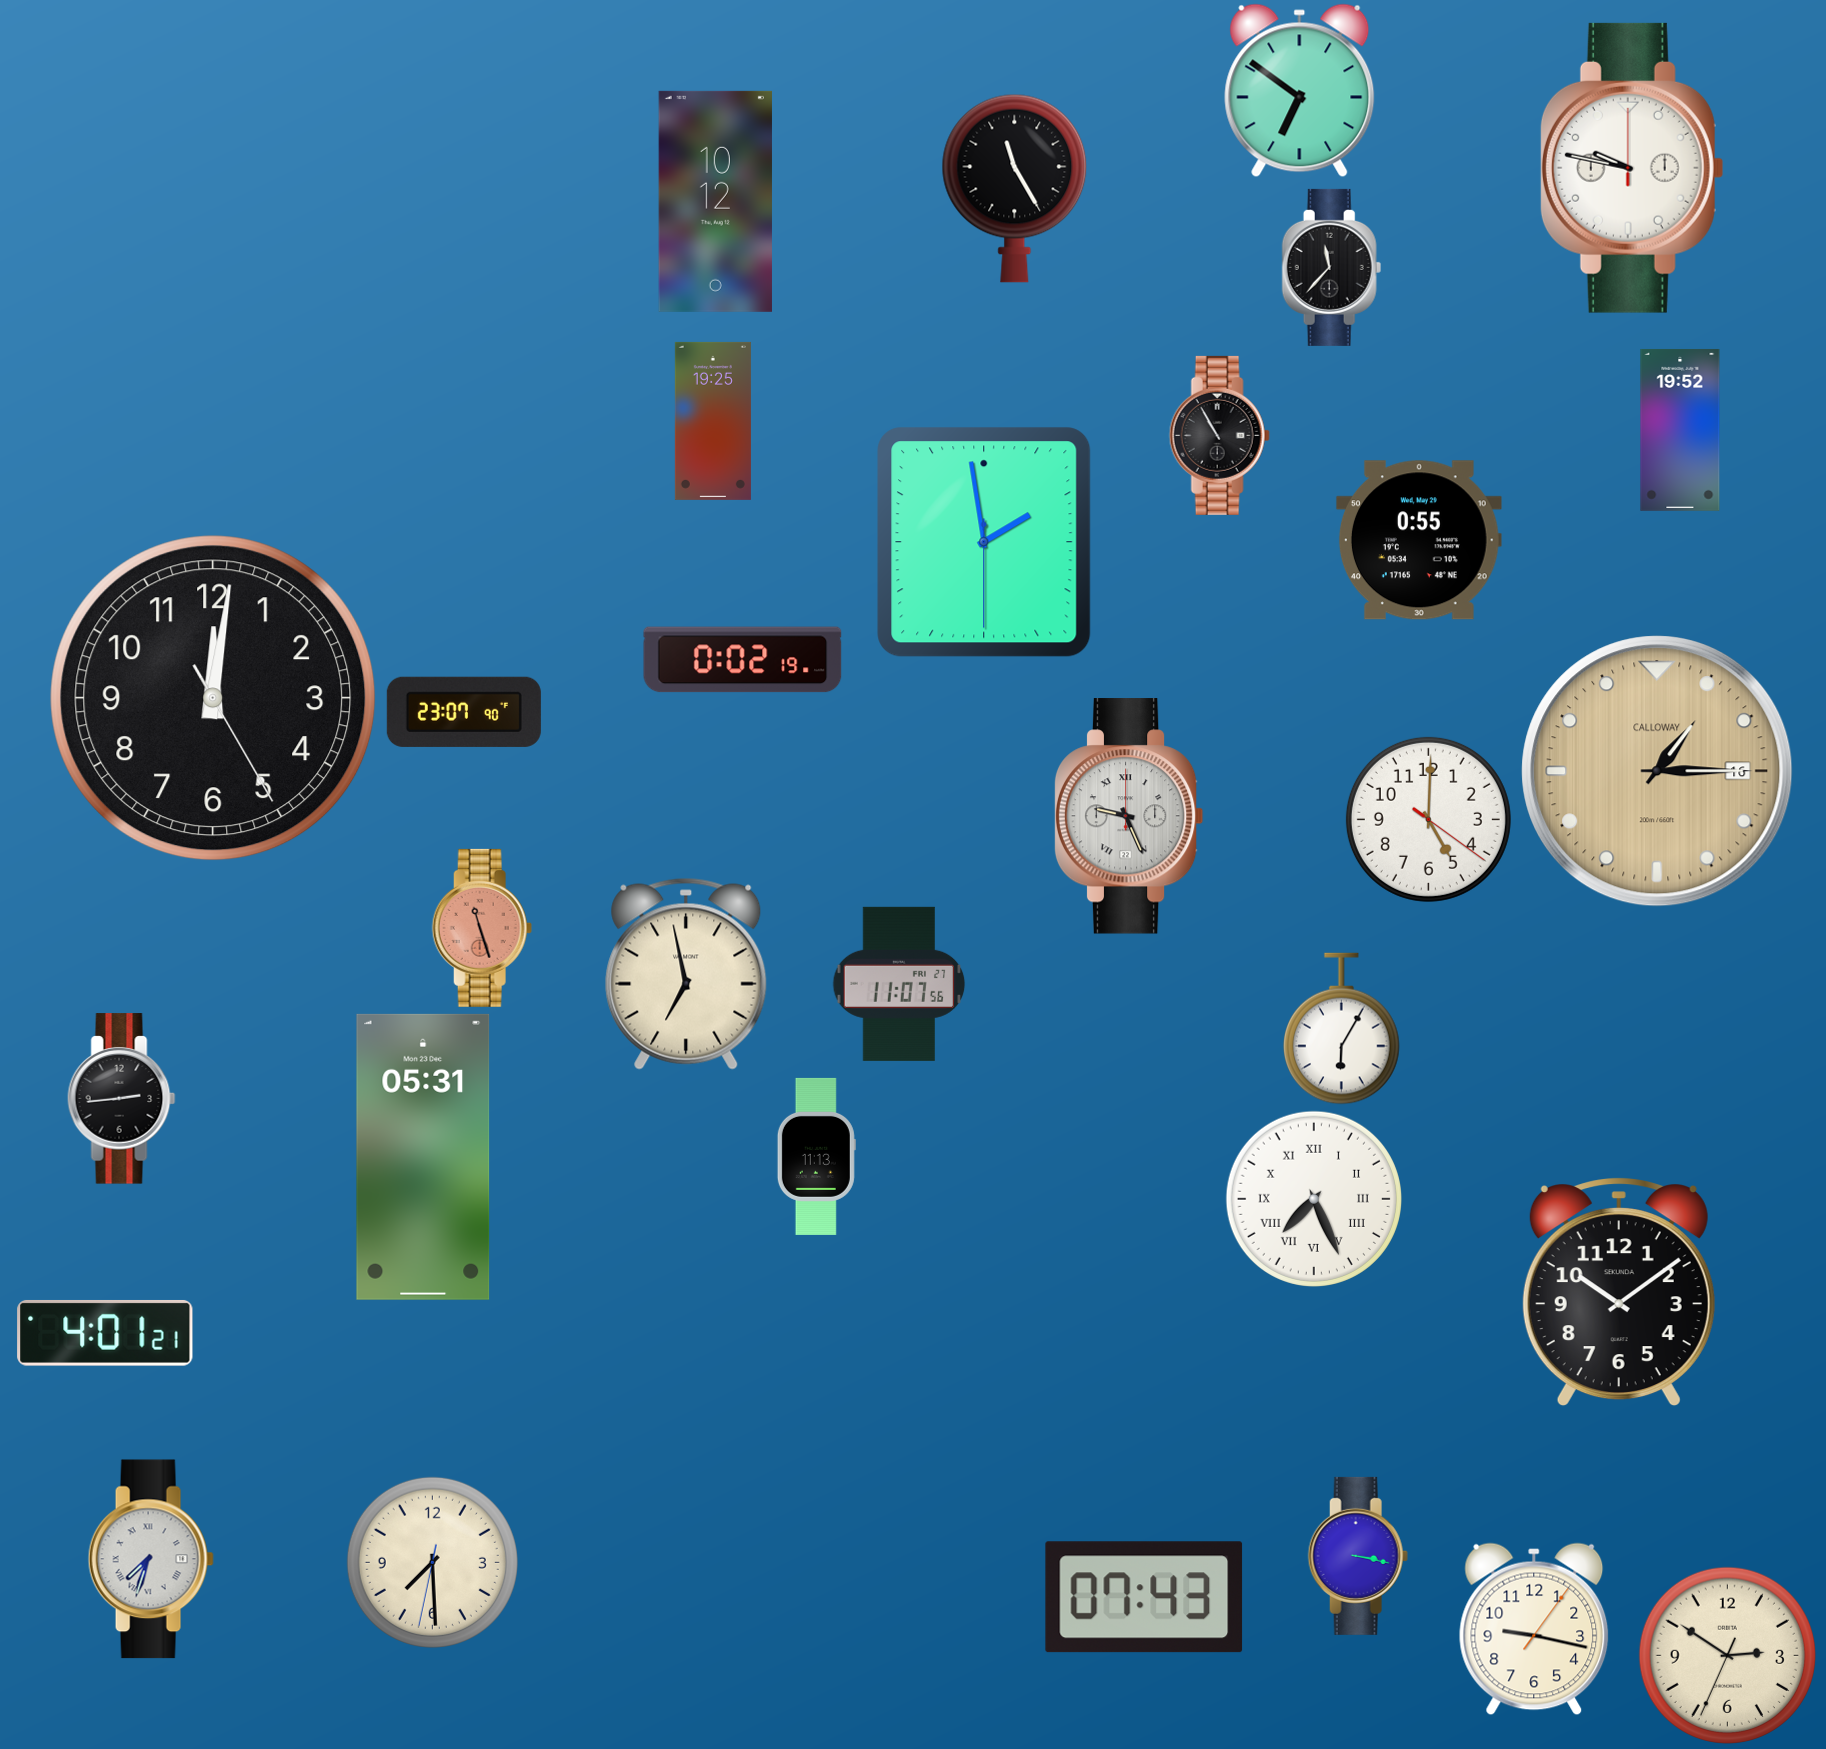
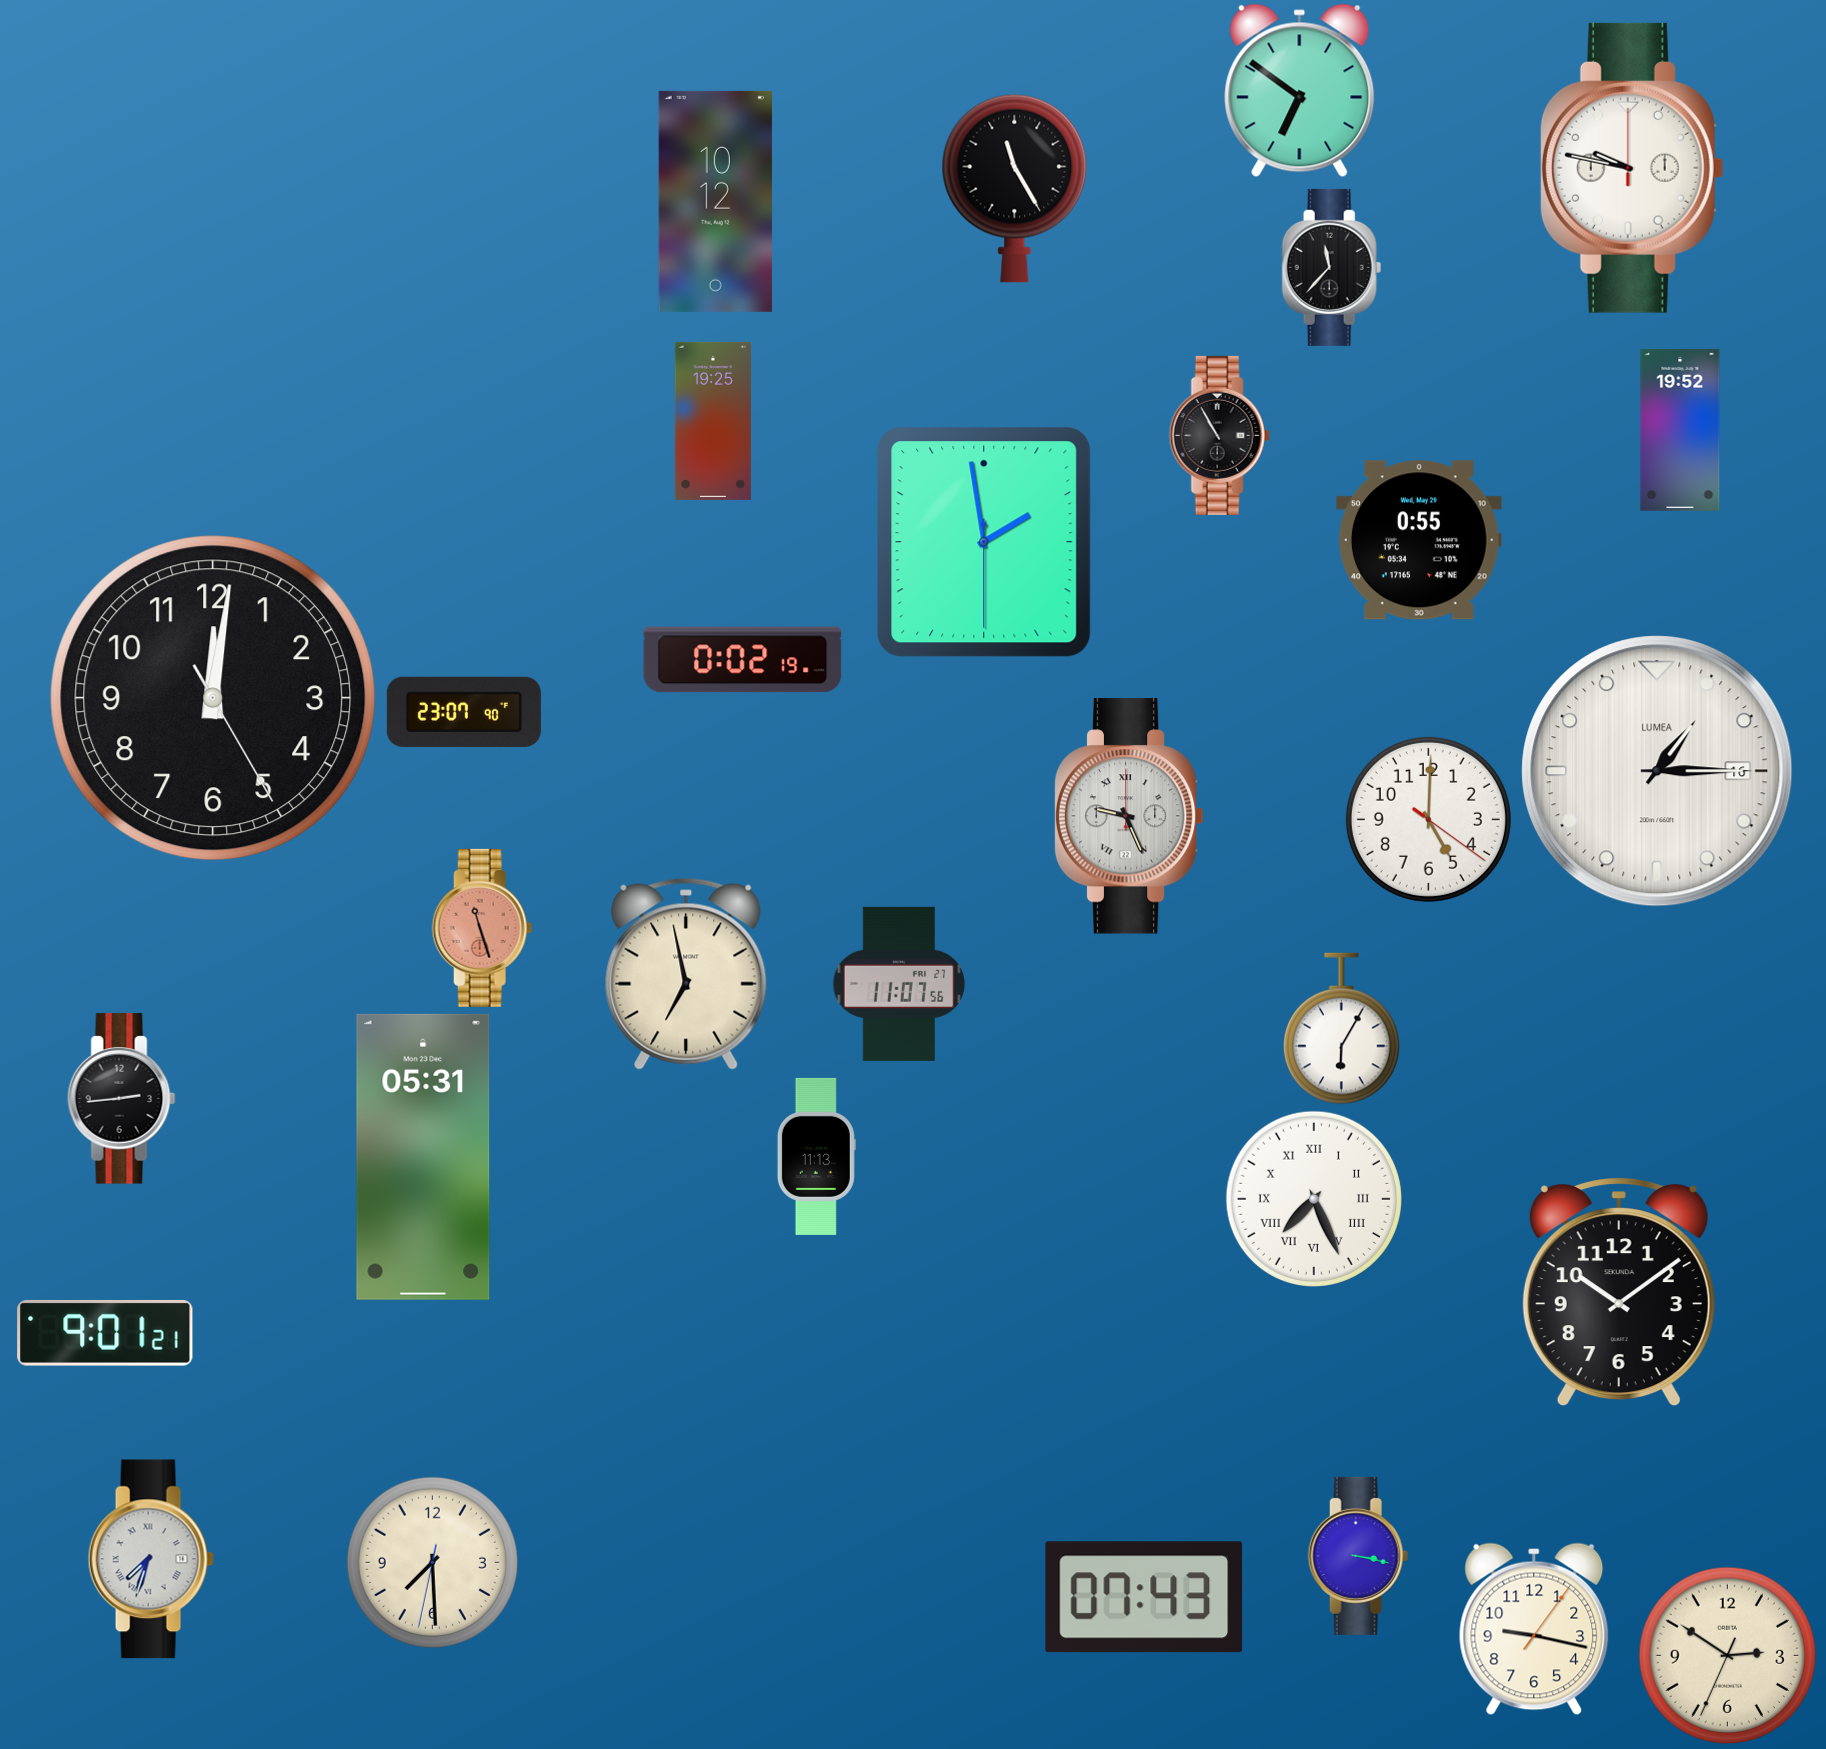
clock at (1657, 771) dial: champagne -> white
clock at (1657, 771) brand: CALLOWAY -> LUMEA
clock at (105, 1333): 4:01 -> 9:01
